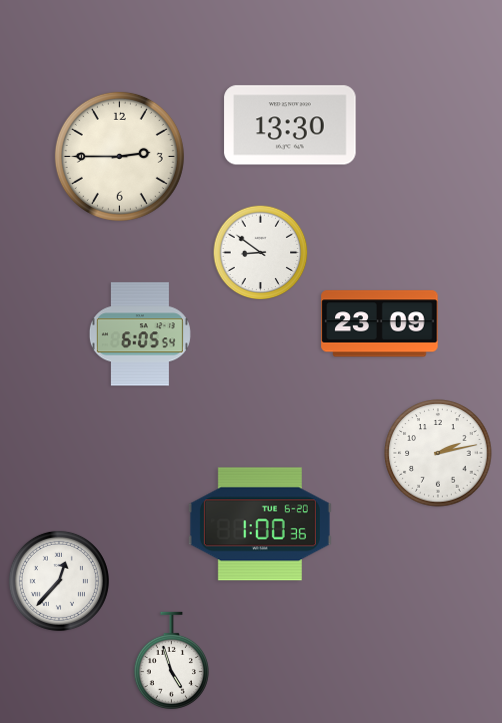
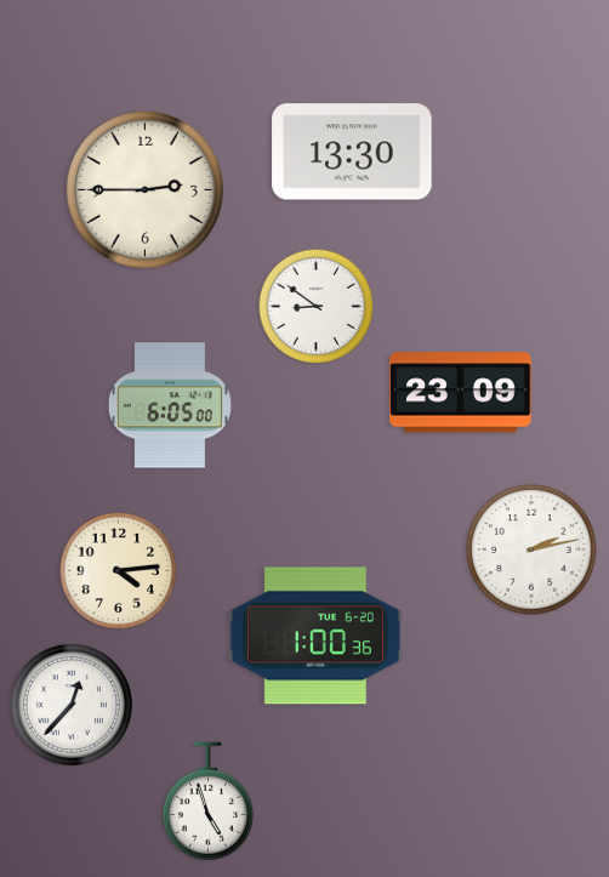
clock at (140, 334): 6:05:54 -> 6:05:00
clock at (119, 571): none -> 4:14
